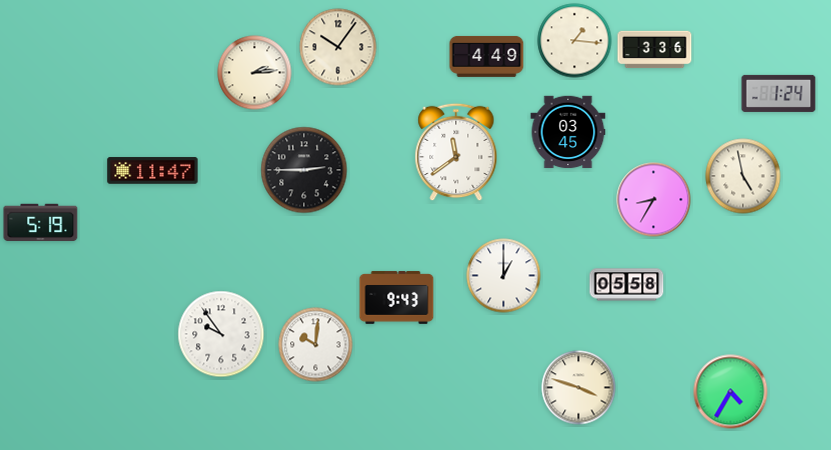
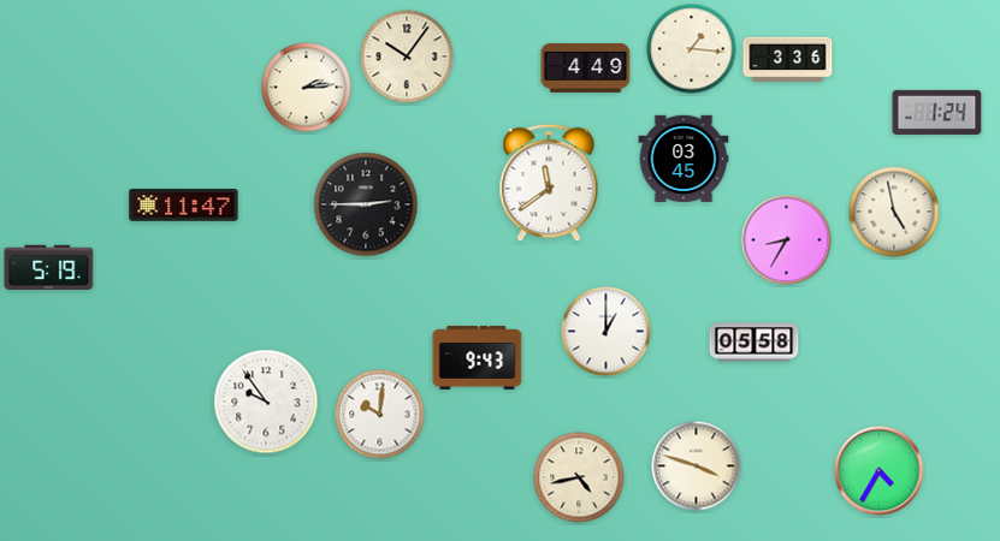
clock at (579, 477): none -> 4:43
